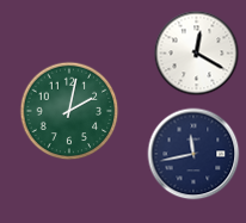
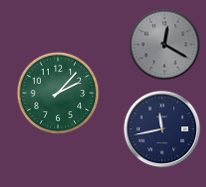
clock at (197, 54) dial: white -> grey
clock at (69, 111): 2:02 -> 2:07
